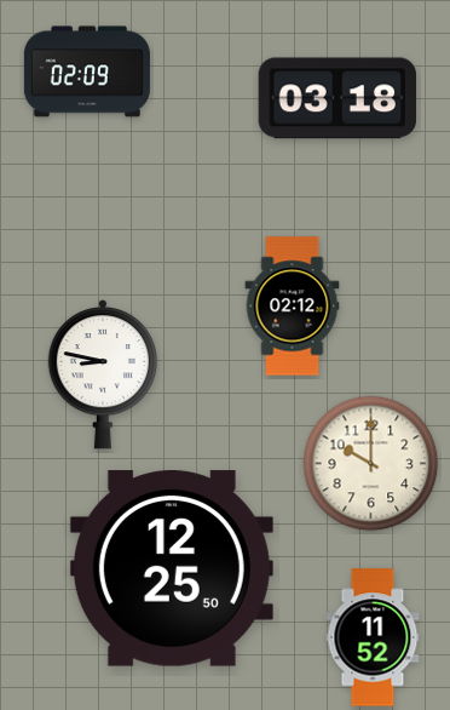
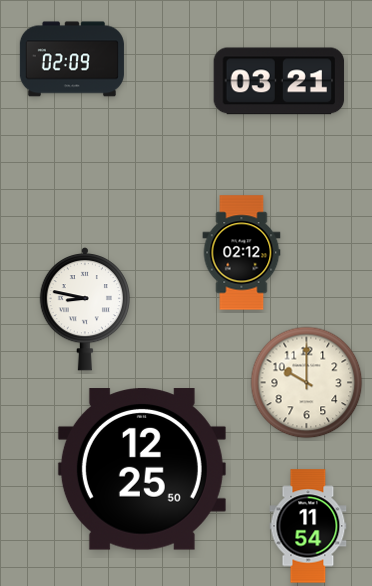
clock at (337, 98): 03:18 -> 03:21
clock at (373, 637): 11:52 -> 11:54
